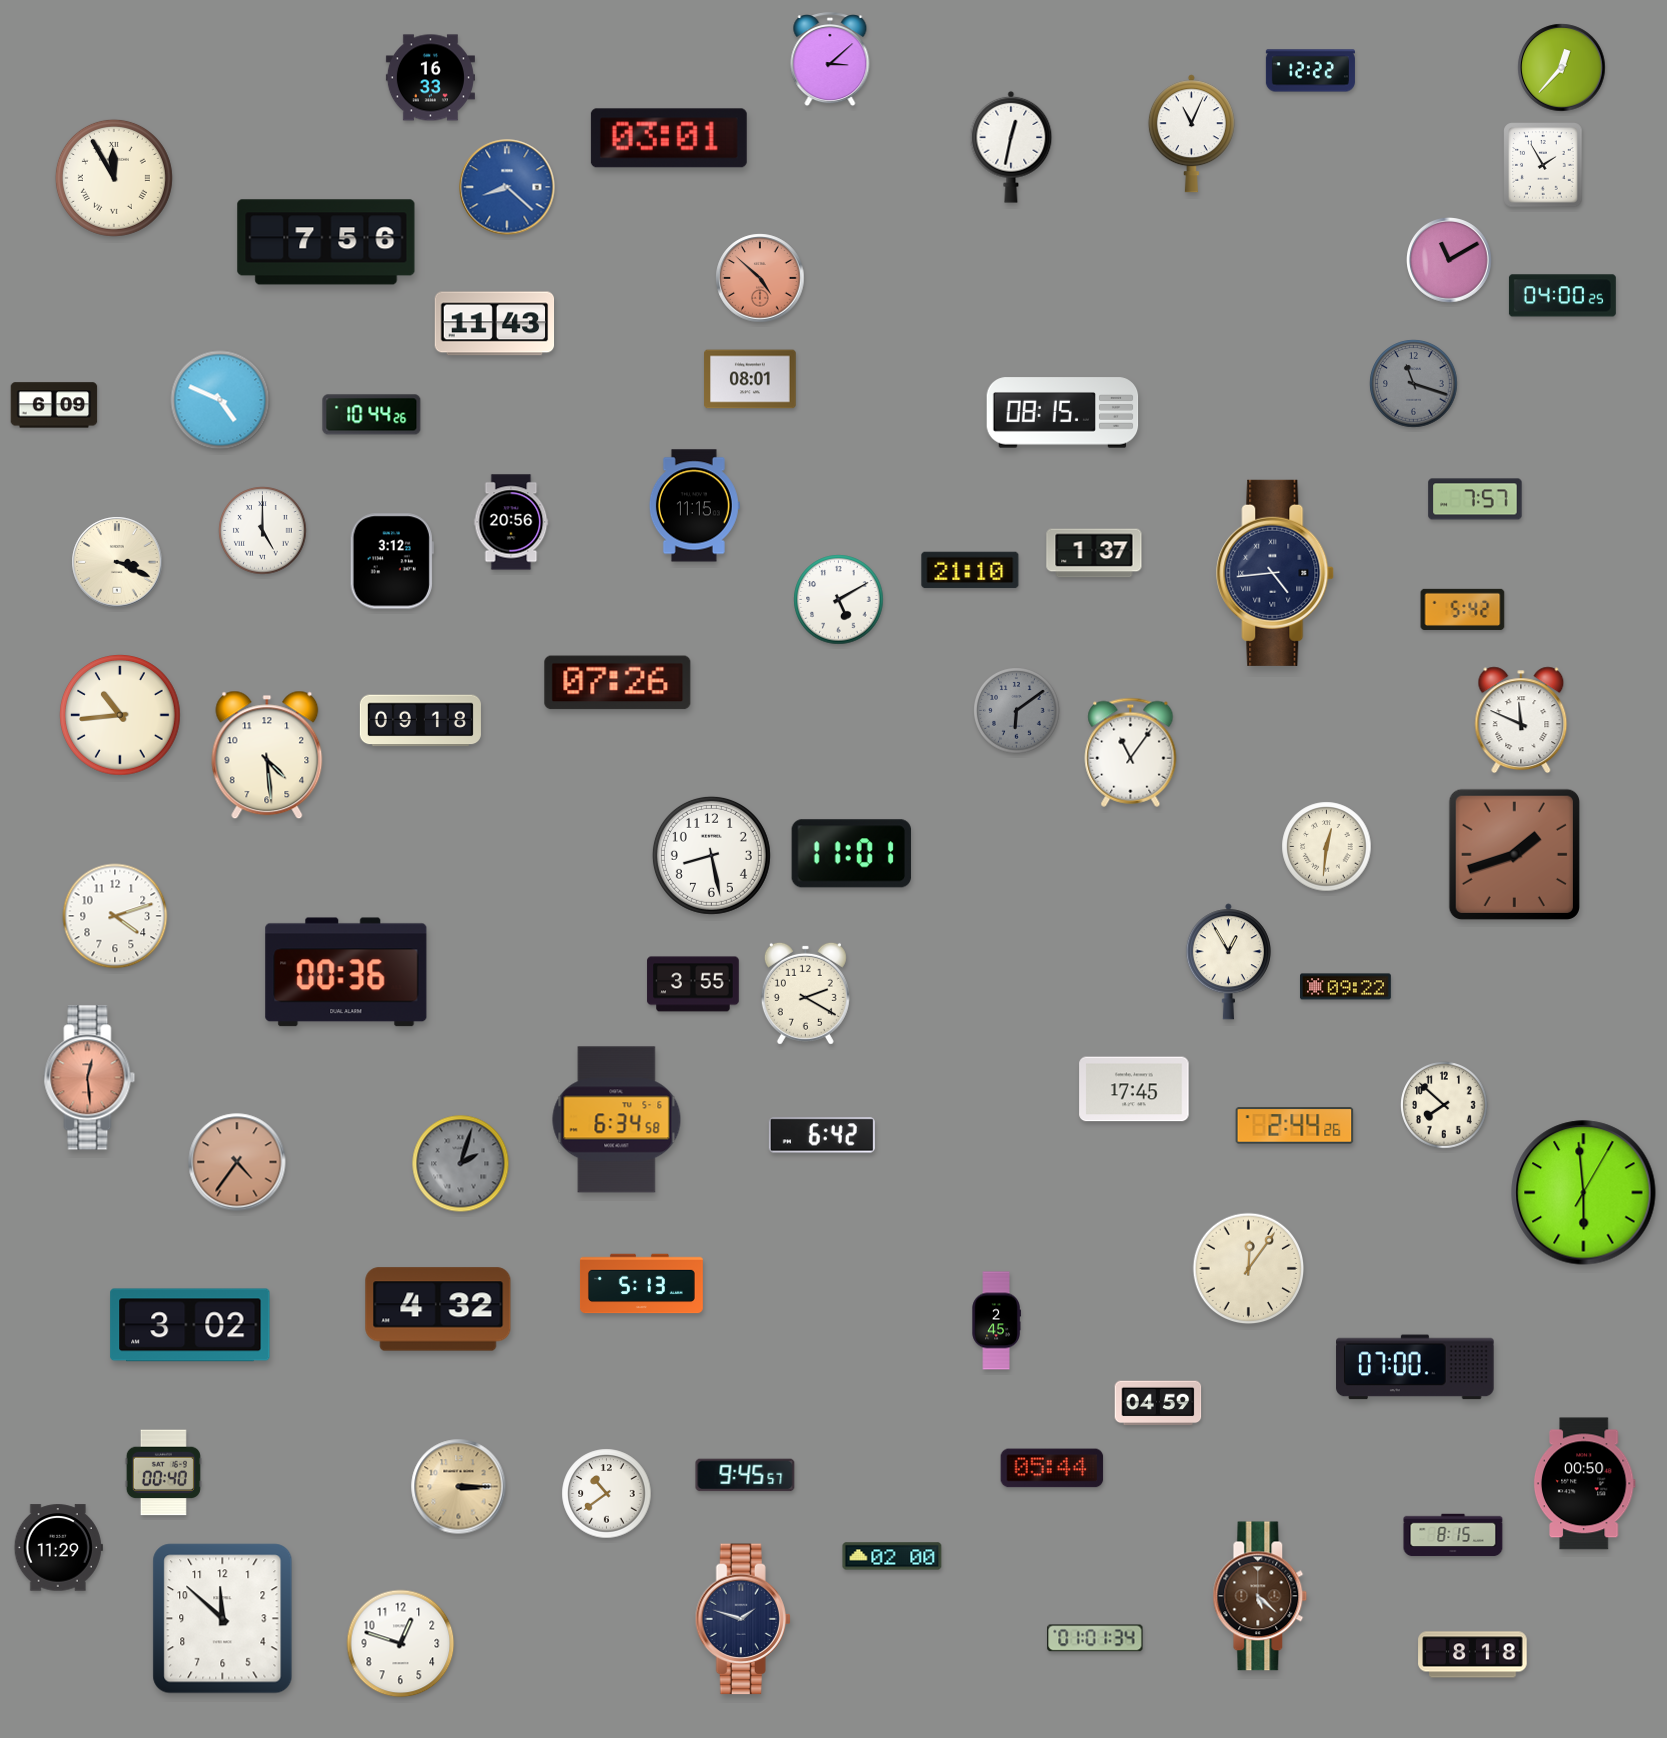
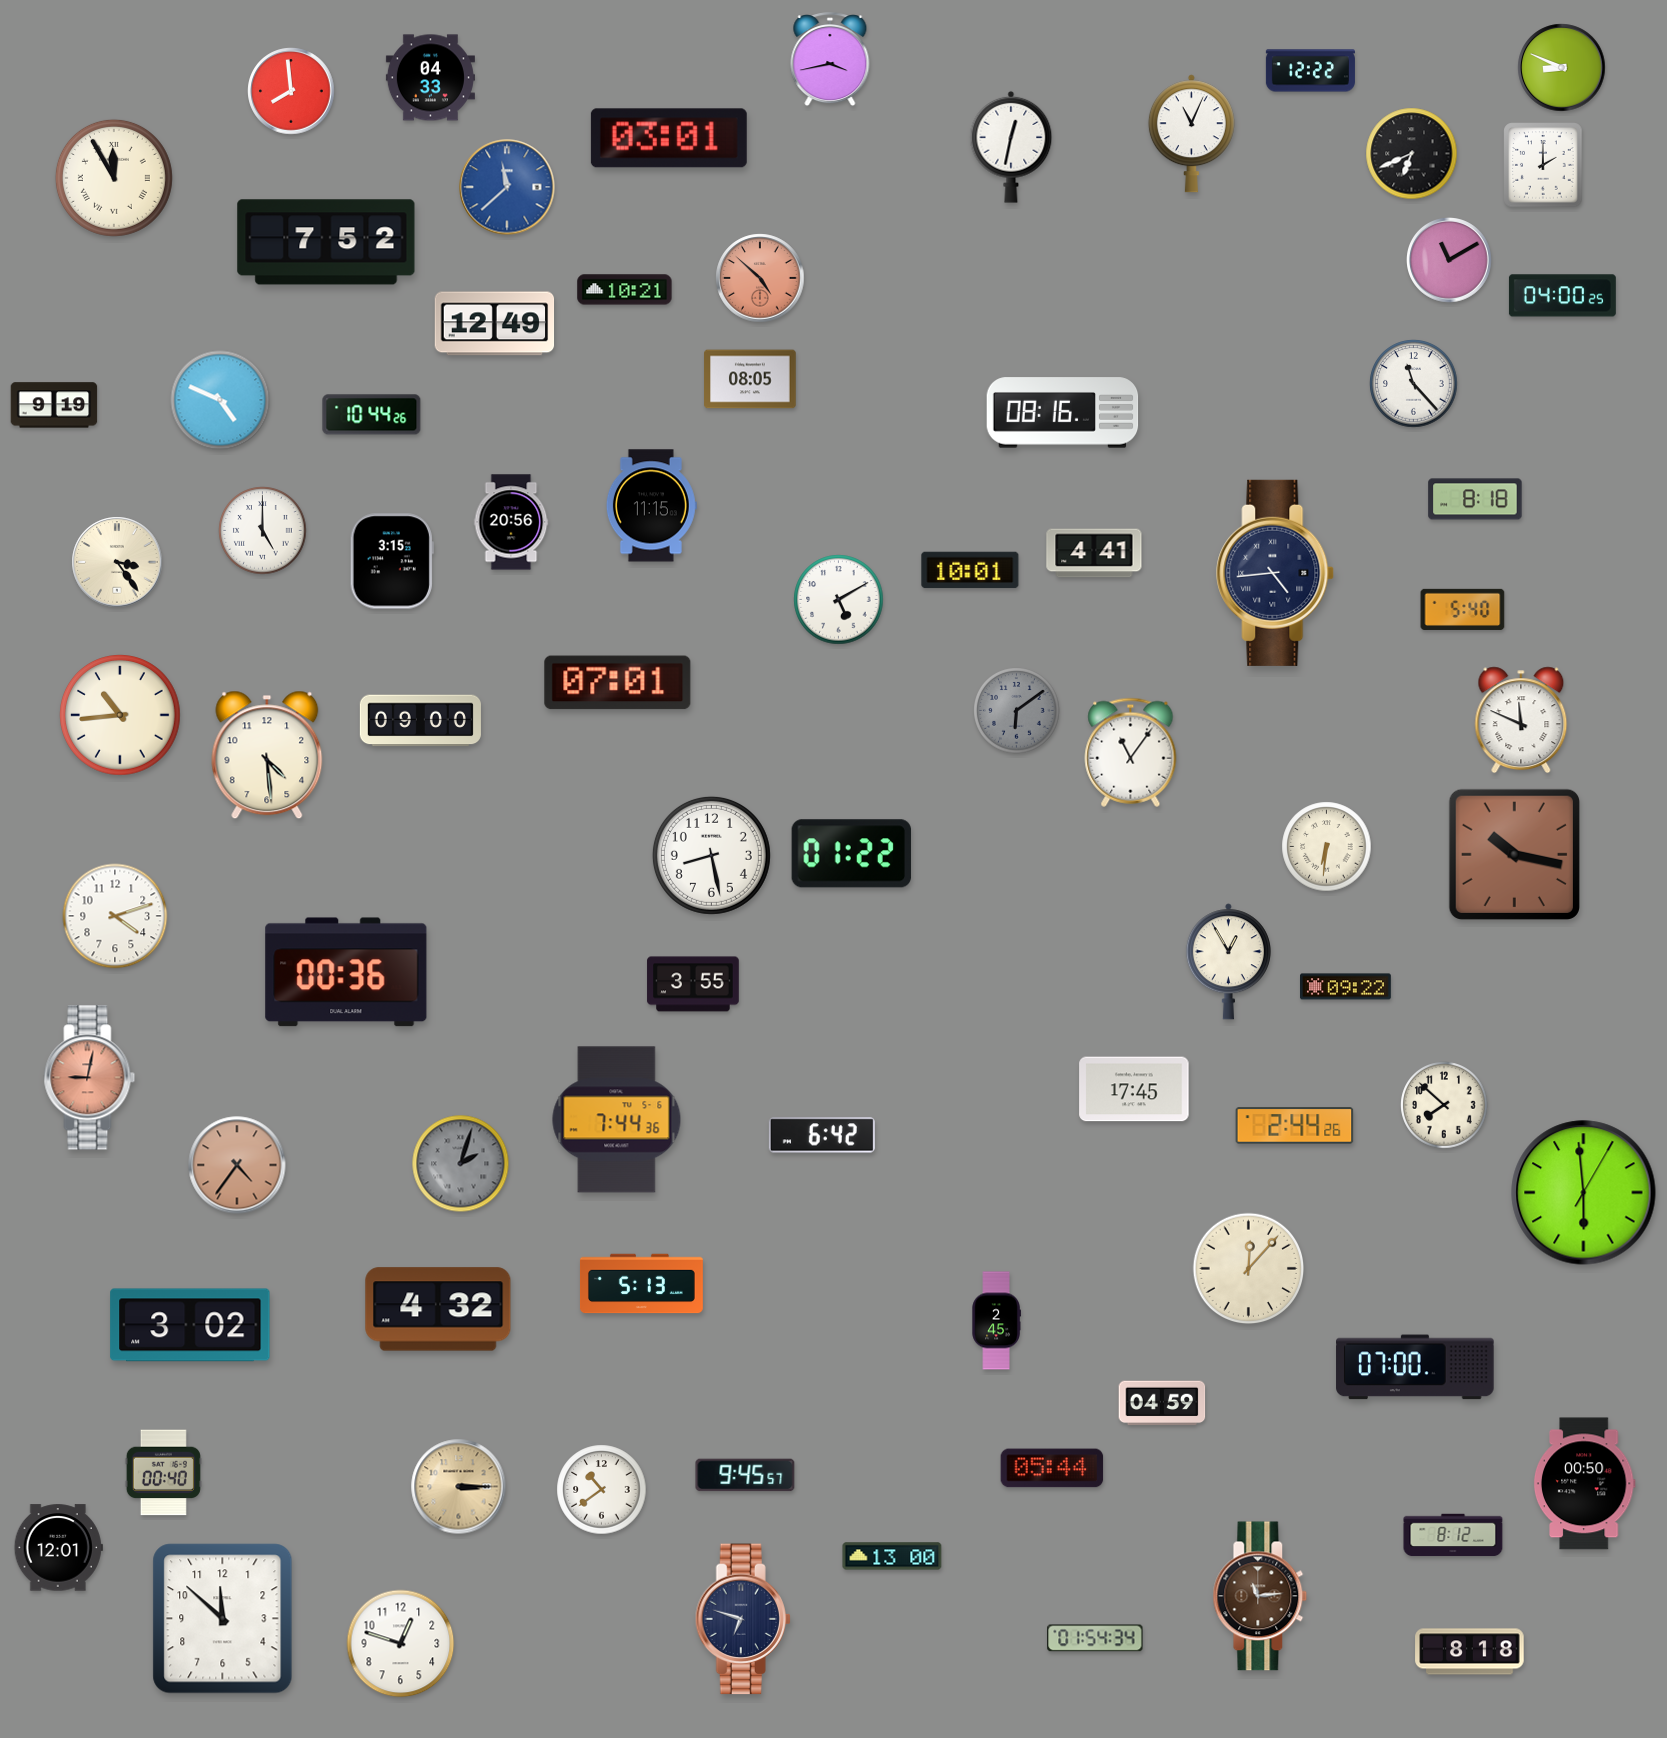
clock at (830, 60): 3:08 -> 3:43
clock at (1562, 68): 12:37 -> 8:49
clock at (430, 78): 16:33 -> 04:33
clock at (291, 91): none -> 7:59
clock at (1412, 154): none -> 6:41
clock at (1543, 165): 1:55 -> 2:00
clock at (507, 187): 8:22 -> 11:38
clock at (326, 242): 7:56 -> 7:52
clock at (625, 290): none -> 10:21
clock at (495, 324): 11:43 -> 12:49
clock at (750, 379): 08:01 -> 08:05
clock at (1414, 384): 11:18 -> 11:23
clock at (1414, 384) dial: grey -> white
clock at (54, 405): 6:09 -> 9:19
clock at (1063, 413): 08:15 -> 08:16
clock at (1475, 499): 7:57 -> 8:18
clock at (694, 506) position: (694, 506) -> (651, 506)
clock at (1094, 553): 1:37 -> 4:41
clock at (392, 561): 3:12 -> 3:15
clock at (117, 562): 3:19 -> 3:24
clock at (970, 570): 21:10 -> 10:01
clock at (1463, 609): 5:42 -> 5:40
clock at (618, 683): 07:26 -> 07:01
clock at (420, 721): 09:18 -> 09:00
clock at (1327, 847): 12:31 -> 6:31
clock at (851, 854): 11:01 -> 01:22
clock at (1514, 854): 1:42 -> 10:17
clock at (805, 993): 2:20 -> none
clock at (90, 1078): 12:29 -> 9:02
clock at (617, 1120): 6:34 -> 7:44
clock at (237, 1162) position: (237, 1162) -> (237, 1165)
clock at (1249, 1269): 12:06 -> 12:07
clock at (1158, 1403) position: (1158, 1403) -> (1162, 1403)
clock at (607, 1494) position: (607, 1494) -> (602, 1490)
clock at (1453, 1535): 8:15 -> 8:12
clock at (58, 1548): 11:29 -> 12:01
clock at (892, 1556): 02:00 -> 13:00
clock at (1260, 1596): 5:22 -> 11:14
clock at (743, 1619): 1:48 -> 6:48
clock at (1095, 1638): 01:01 -> 01:54
clock at (1473, 1655) position: (1473, 1655) -> (1470, 1652)
